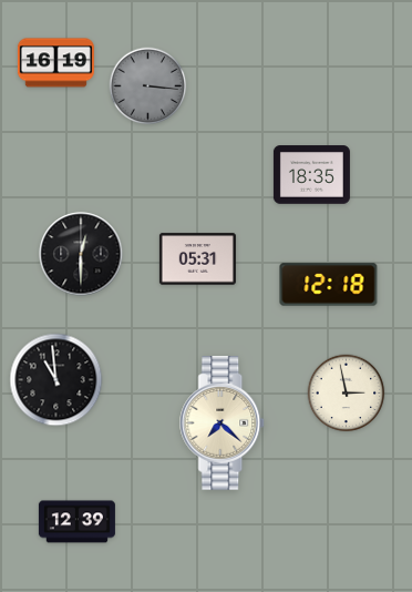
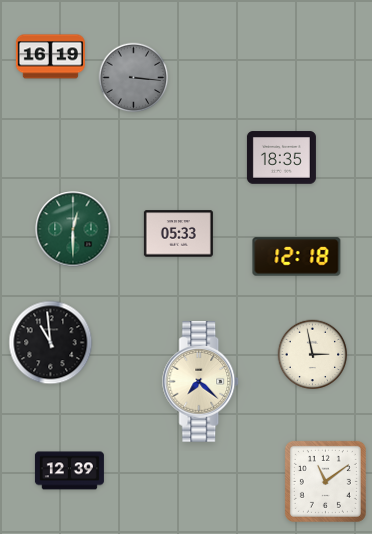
clock at (81, 254) dial: black -> green
clock at (197, 259): 05:31 -> 05:33
clock at (325, 481): none -> 11:09
